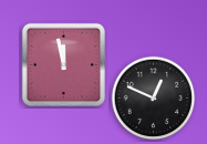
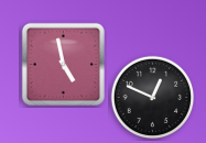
clock at (63, 64): 11:58 -> 4:58
